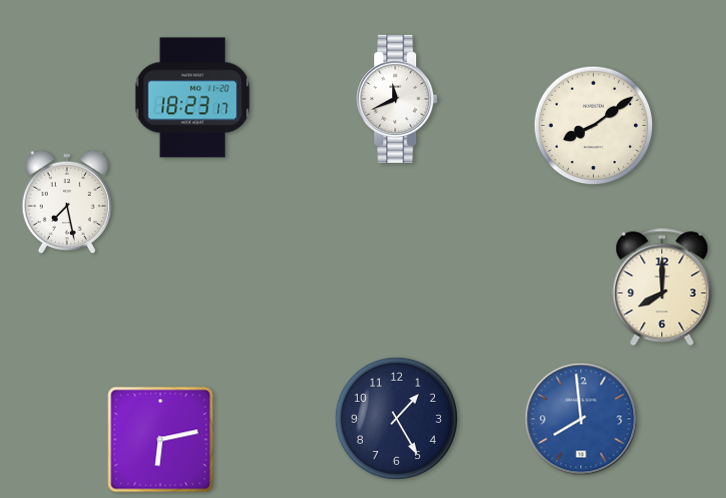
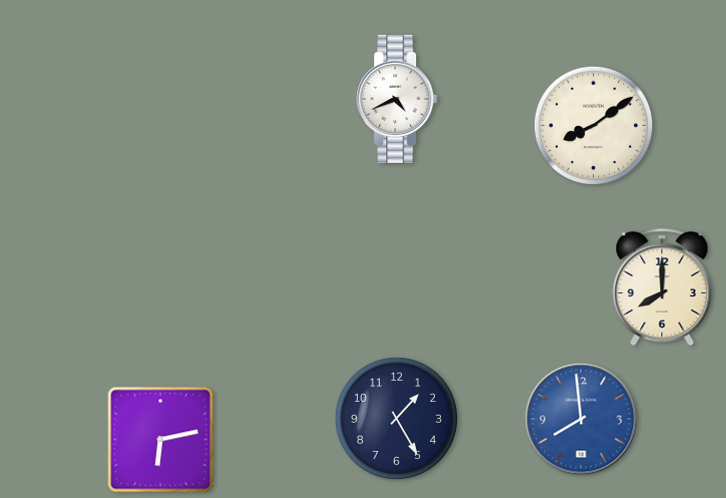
clock at (193, 98): 18:23 -> none
clock at (397, 99): 11:41 -> 4:41
clock at (66, 202): 7:28 -> none
